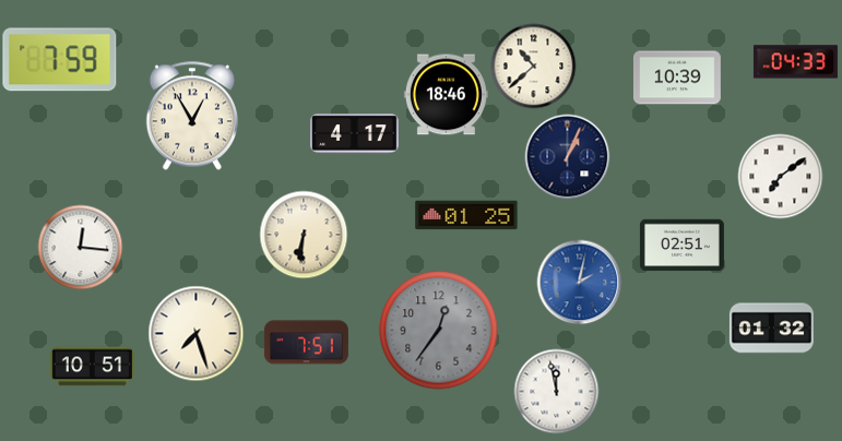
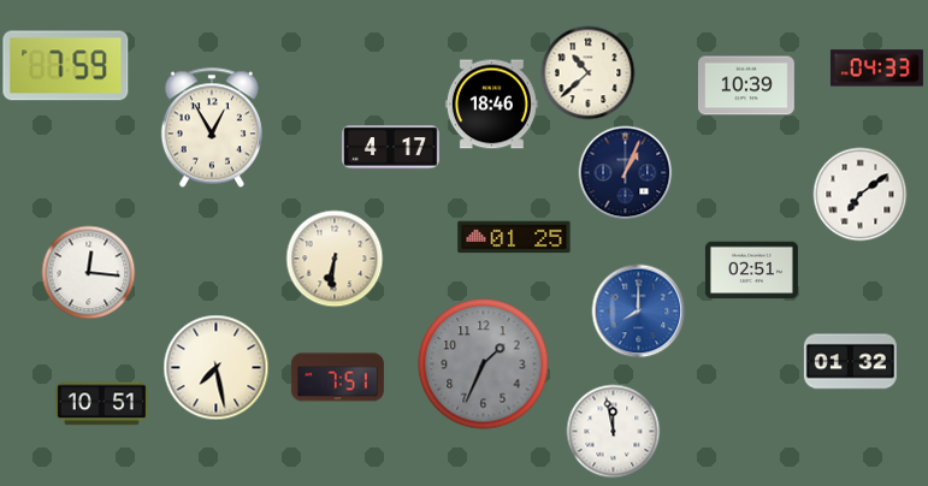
clock at (579, 282): 2:02 -> 8:00
clock at (439, 331): 12:36 -> 1:34
clock at (195, 333): 7:27 -> 7:28
